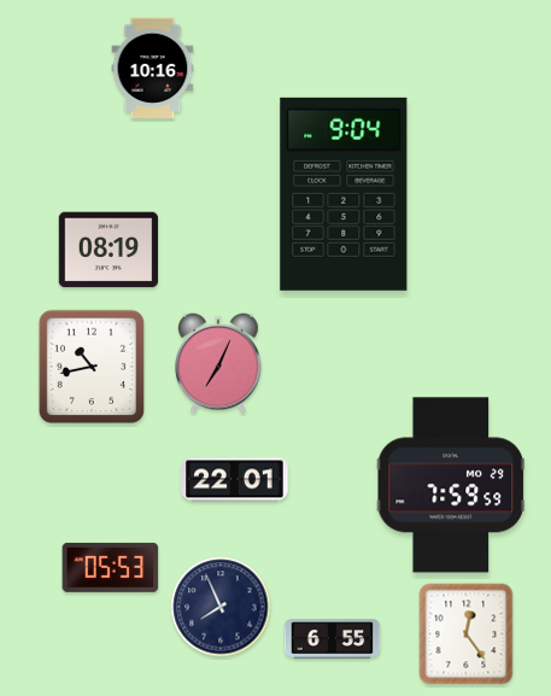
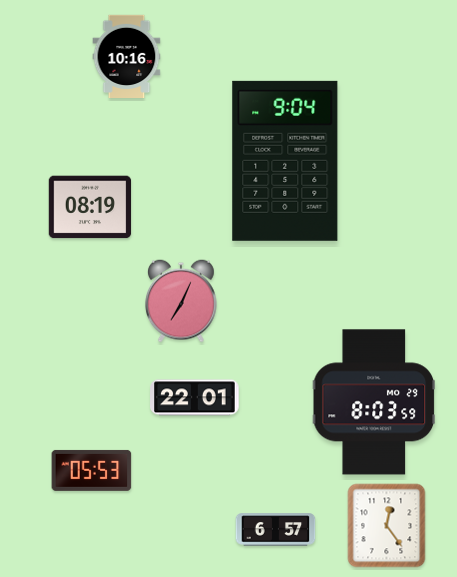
clock at (92, 367): 10:43 -> none
clock at (451, 485): 7:59 -> 8:03
clock at (221, 607): 7:56 -> none
clock at (333, 639): 6:55 -> 6:57
